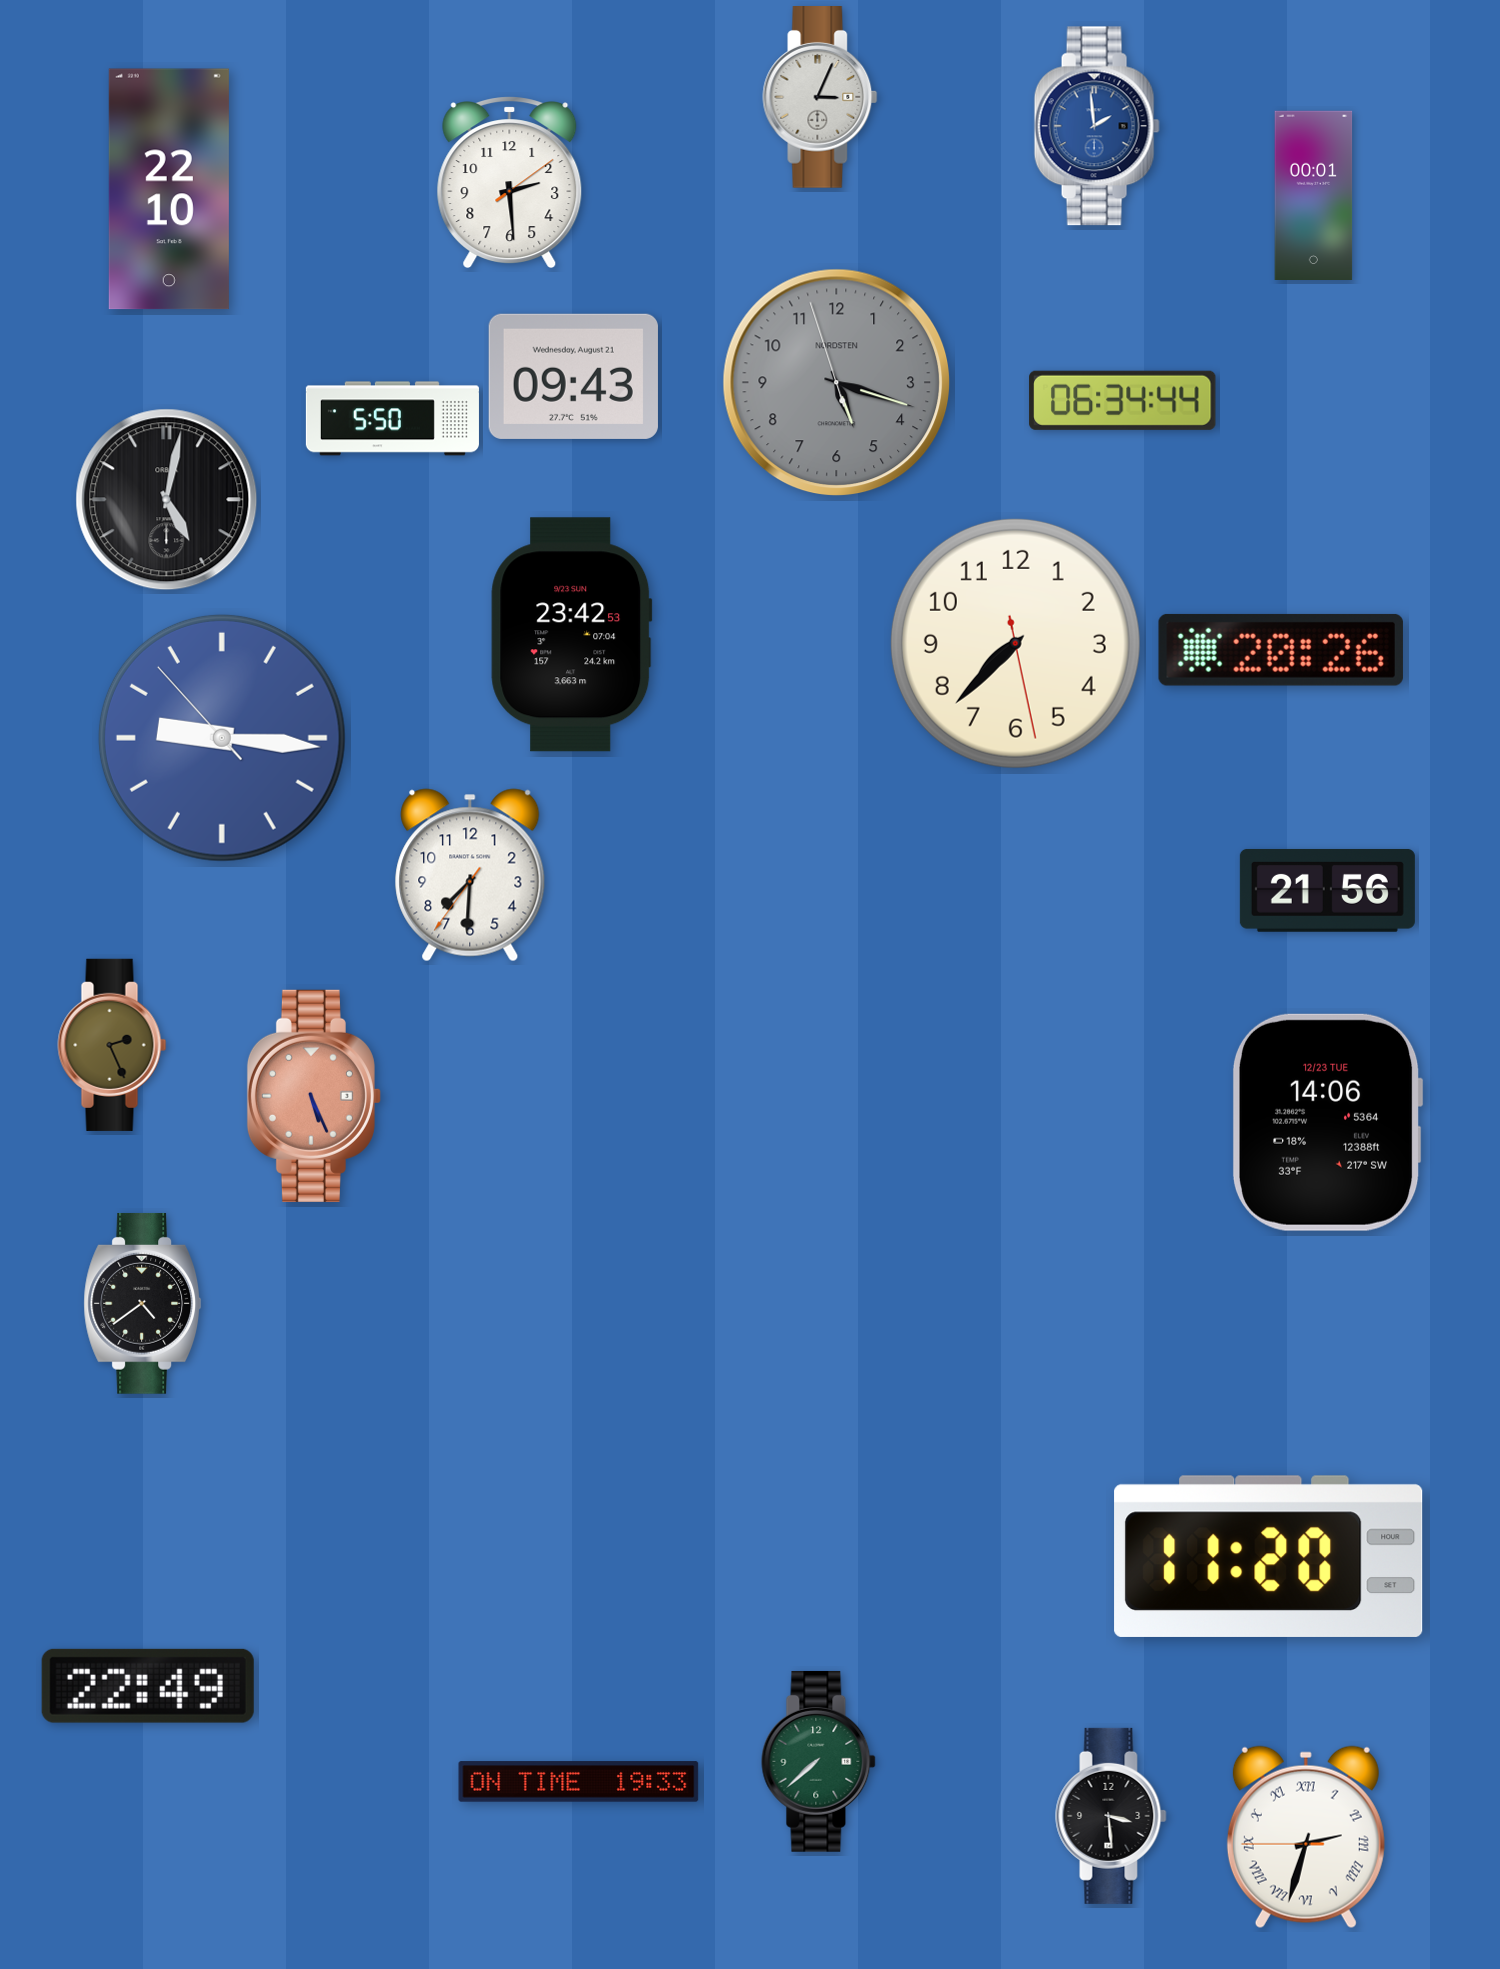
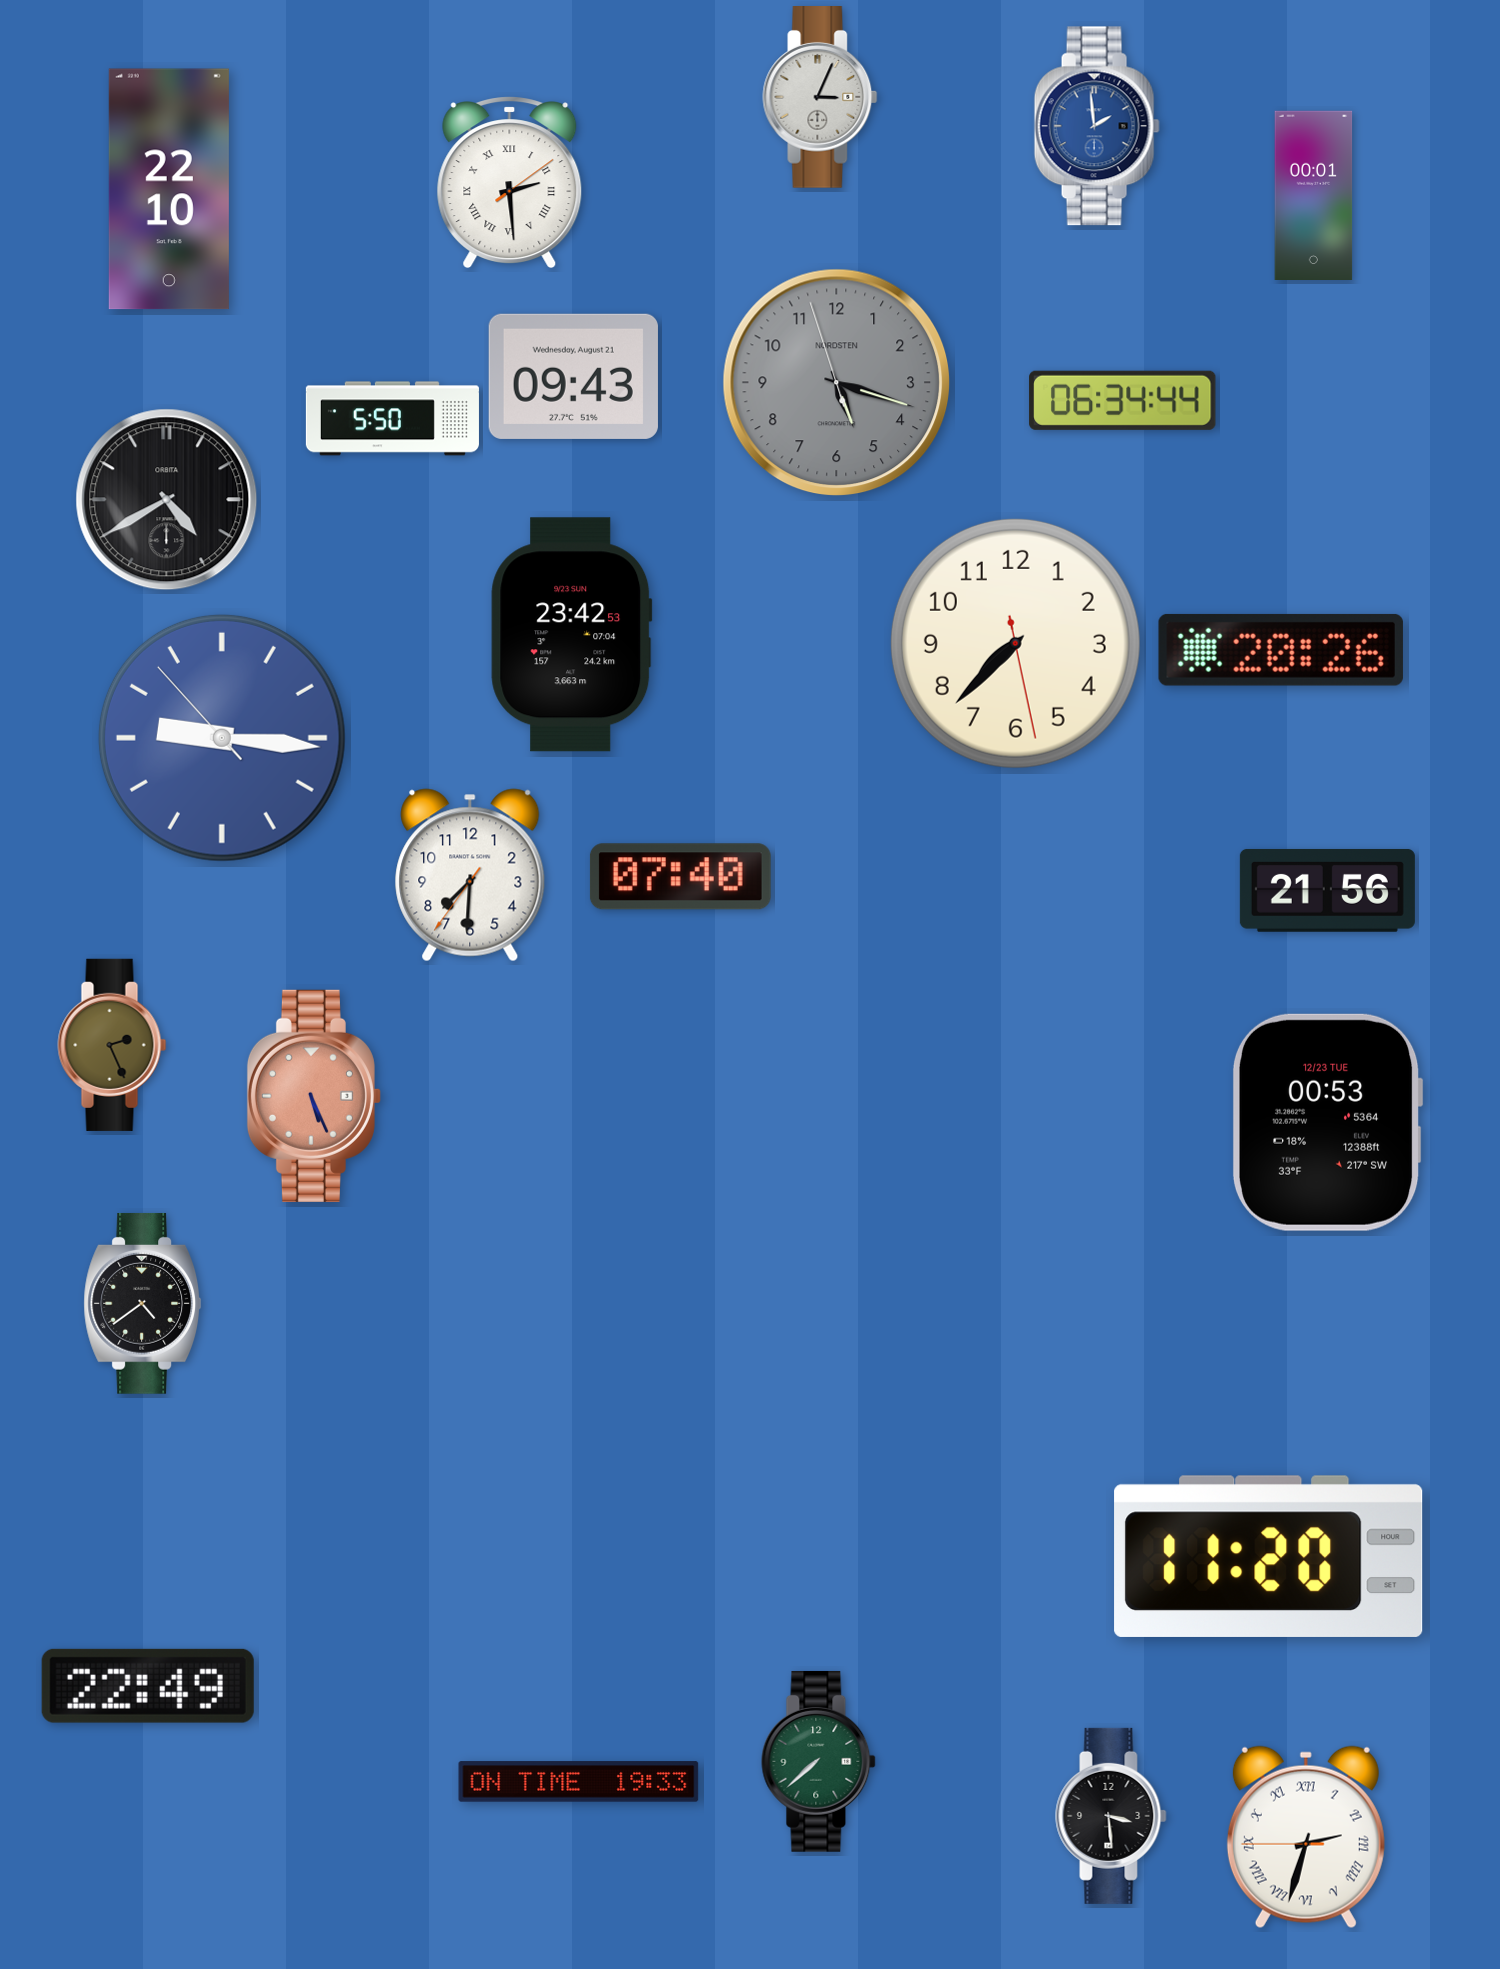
clock at (510, 183) numerals: Arabic -> Roman
clock at (167, 500): 5:02 -> 4:40
clock at (680, 877): none -> 07:40
clock at (1327, 1122): 14:06 -> 00:53
